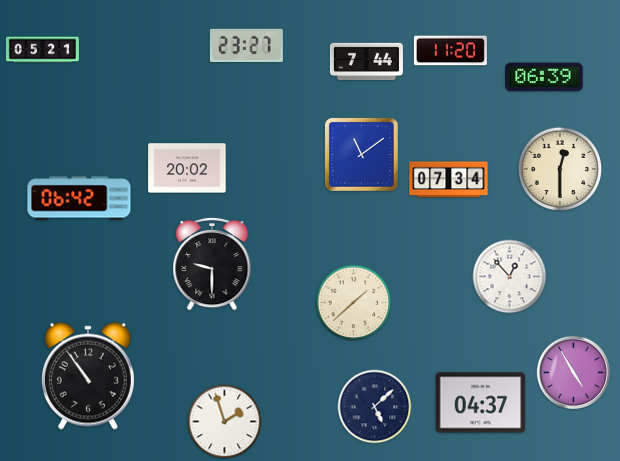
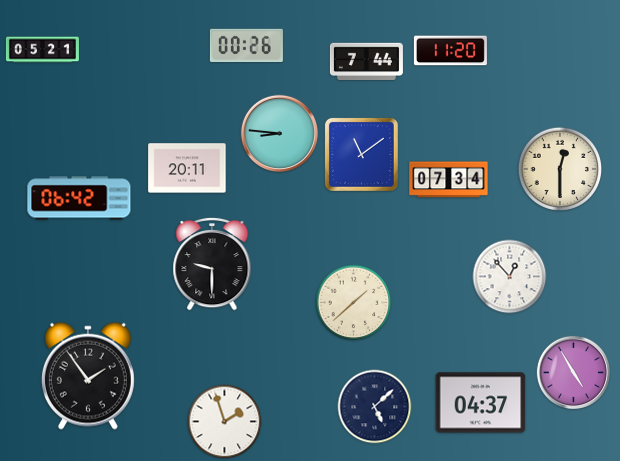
clock at (246, 46): 23:27 -> 00:26
clock at (544, 77): 06:39 -> none
clock at (279, 133): none -> 8:46
clock at (187, 168): 20:02 -> 20:11
clock at (88, 376): 10:54 -> 1:54
